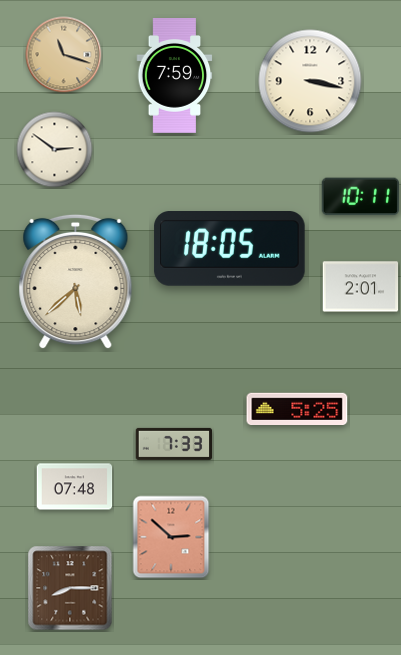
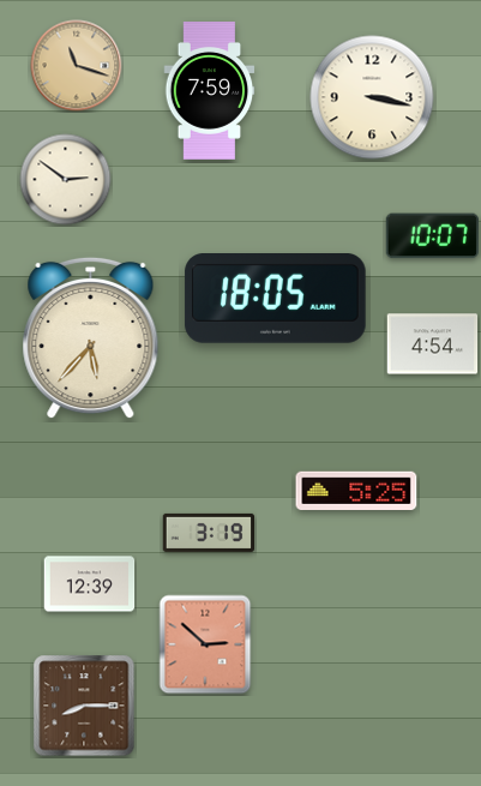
clock at (360, 197): 10:11 -> 10:07
clock at (76, 282): 5:38 -> 5:37
clock at (361, 287): 2:01 -> 4:54
clock at (174, 444): 7:33 -> 3:19
clock at (75, 487): 07:48 -> 12:39
